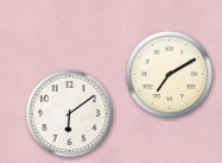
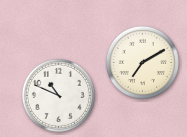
clock at (69, 113): 6:09 -> 10:49
